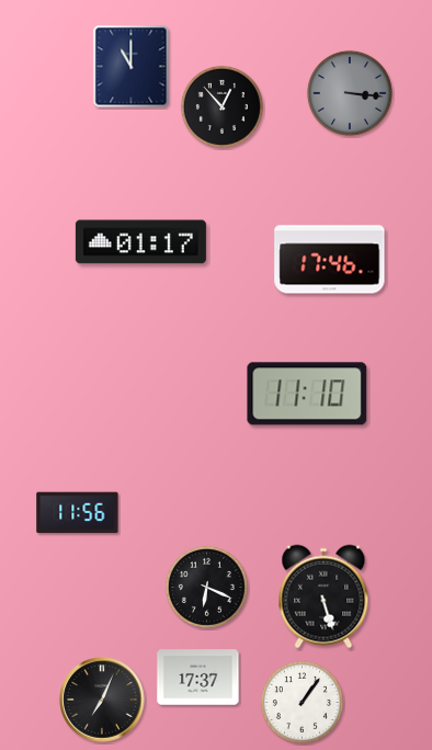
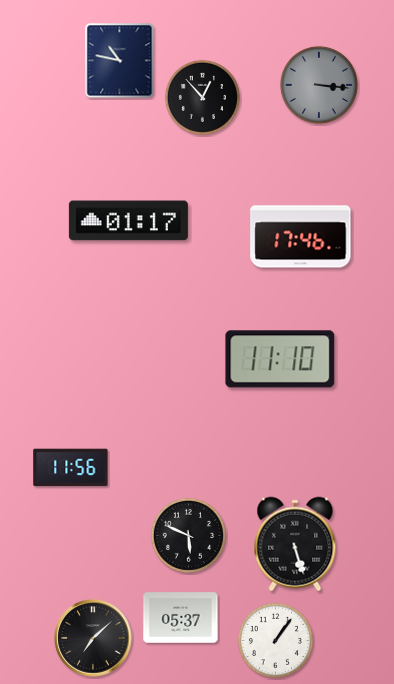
clock at (132, 67): 11:00 -> 10:47
clock at (206, 587): 6:19 -> 5:49
clock at (198, 678): 17:37 -> 05:37
clock at (102, 700): 7:04 -> 7:08
